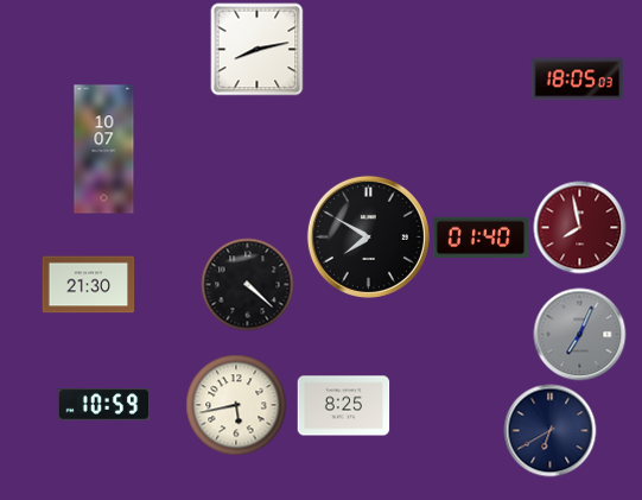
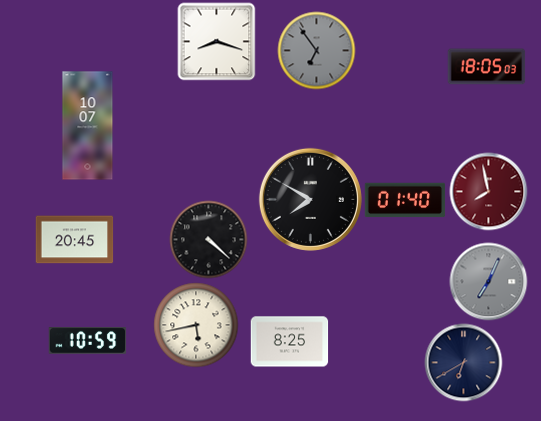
clock at (256, 49): 8:13 -> 8:18
clock at (316, 50): none -> 6:54
clock at (88, 285): 21:30 -> 20:45
clock at (236, 405) position: (236, 405) -> (196, 325)
